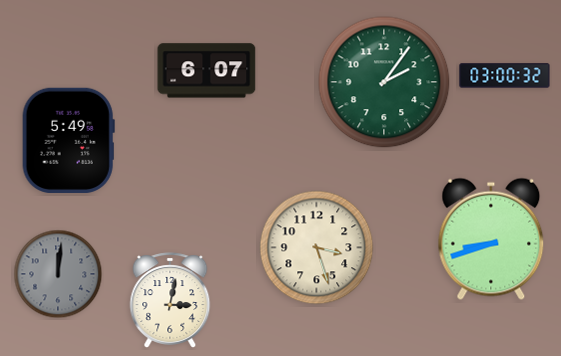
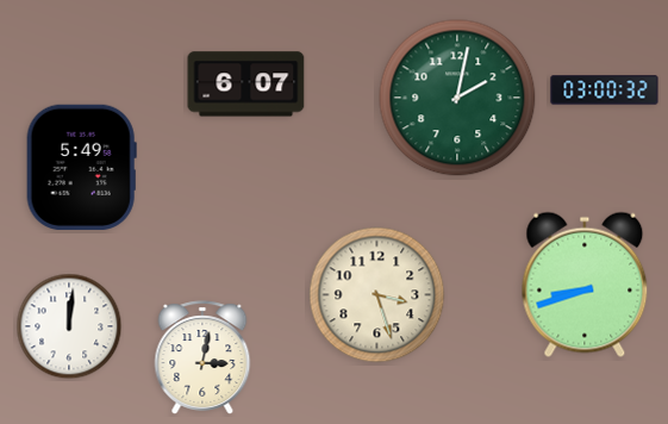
clock at (505, 76) position: (505, 76) -> (605, 91)
clock at (384, 82): 2:06 -> 2:02
clock at (58, 274) dial: grey -> white
